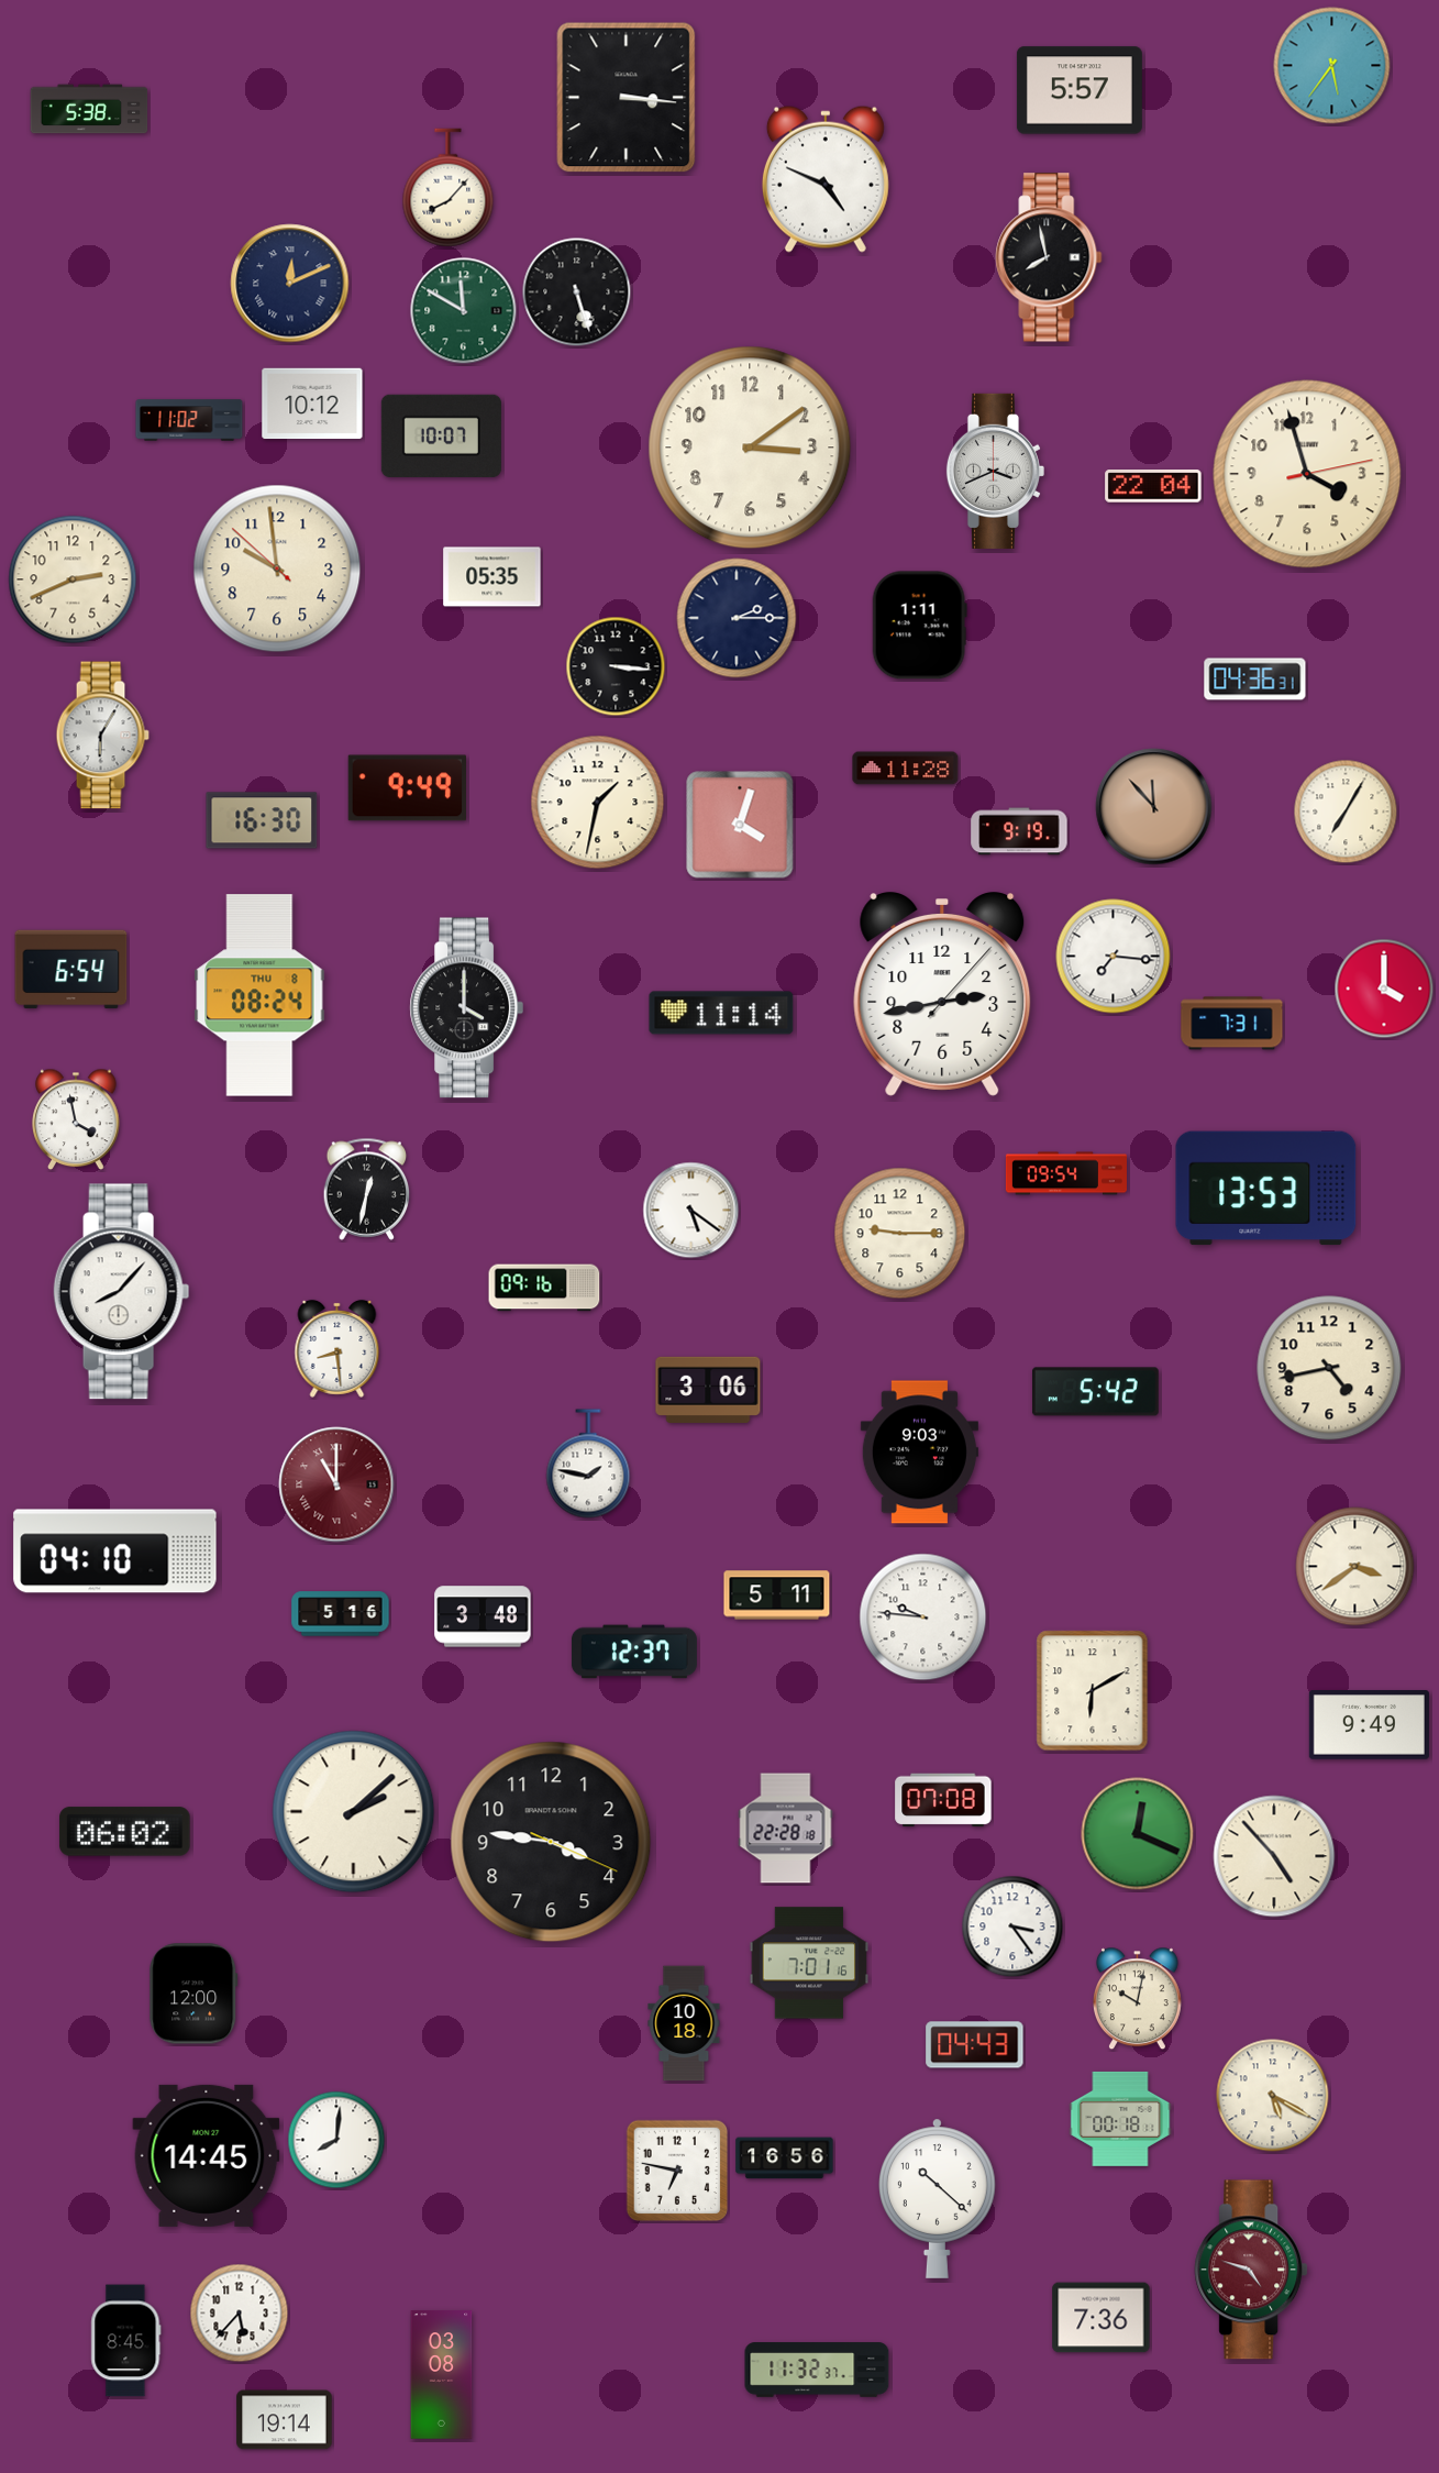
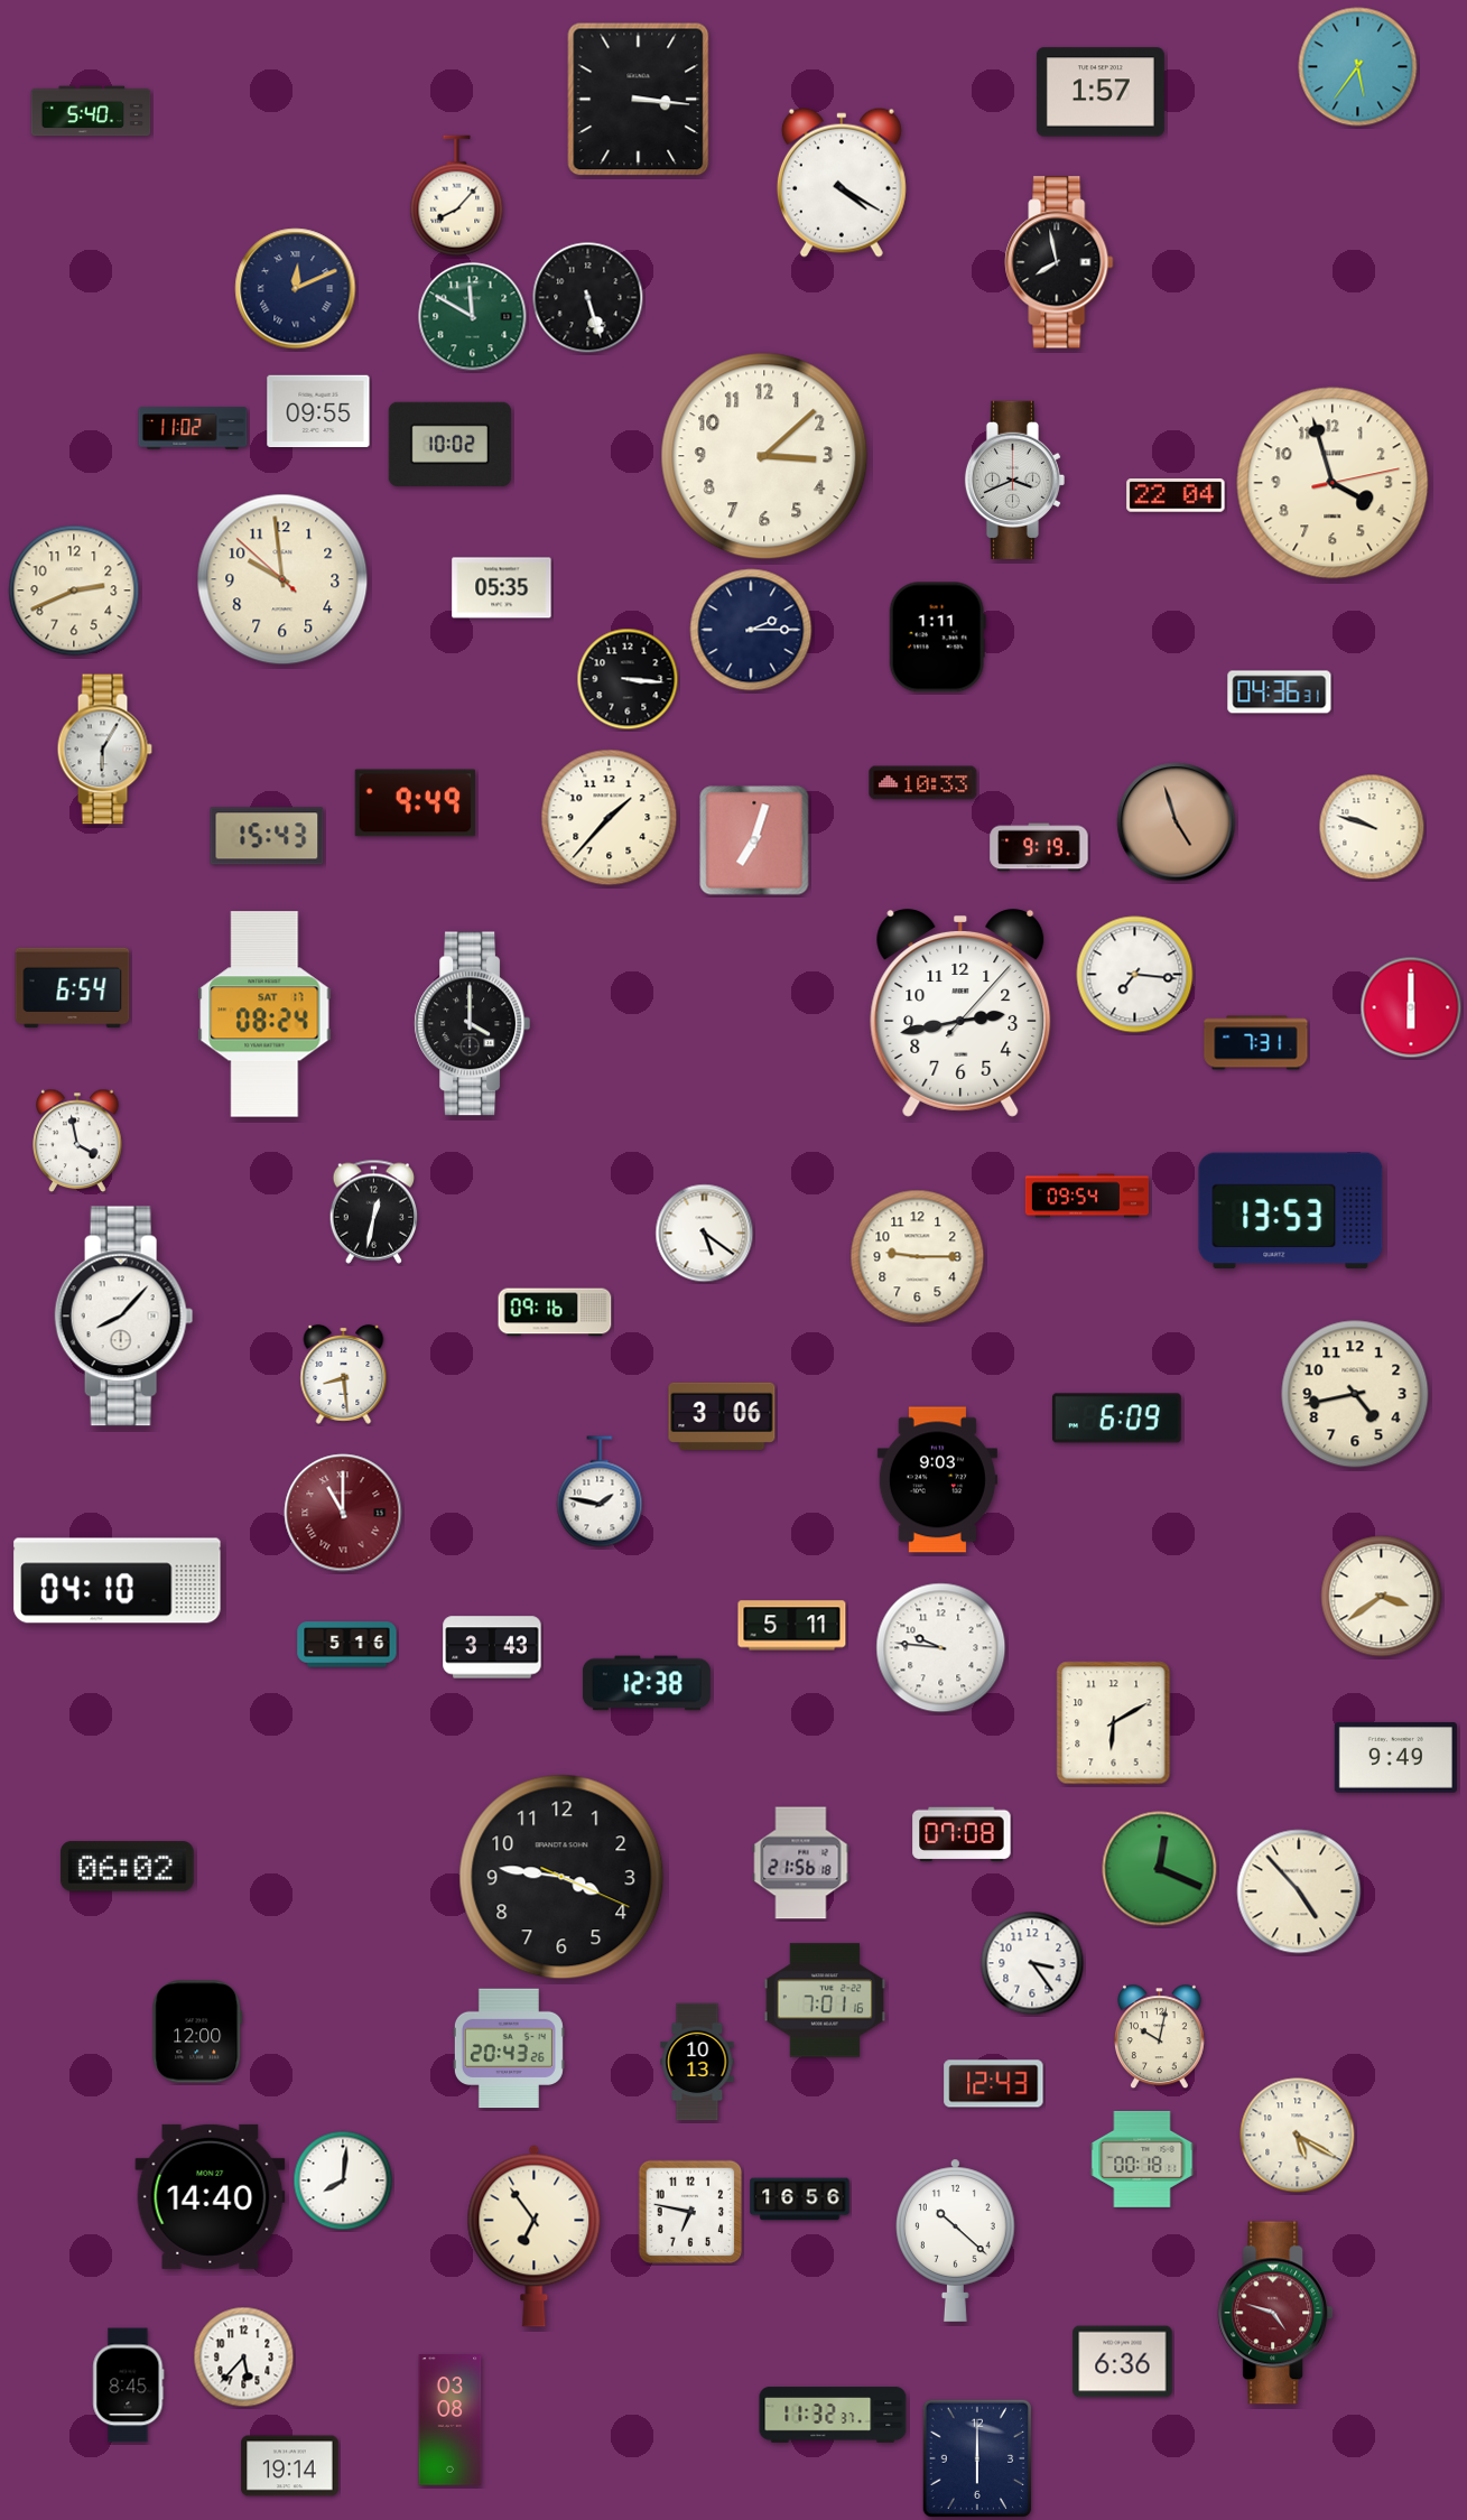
clock at (1080, 90): 5:57 -> 1:57
clock at (89, 109): 5:38 -> 5:40
clock at (826, 179): 4:49 -> 4:20
clock at (449, 188) position: (449, 188) -> (457, 196)
clock at (1049, 257) position: (1049, 257) -> (1059, 262)
clock at (312, 404): 10:12 -> 09:55
clock at (441, 435): 10:07 -> 10:02
clock at (750, 448): 3:09 -> 3:08
clock at (906, 769): 11:28 -> 10:33
clock at (598, 803): 1:32 -> 1:37
clock at (1154, 807): 11:53 -> 4:57
clock at (1346, 812): 7:05 -> 9:48
clock at (262, 820): 16:30 -> 15:43
clock at (740, 825): 4:03 -> 7:03
clock at (1384, 989): 4:00 -> 6:00
clock at (259, 995) date: THU 8 -> SAT 17
clock at (466, 1008) position: (466, 1008) -> (472, 1024)
clock at (721, 1013): 11:14 -> none
clock at (1095, 1392): 5:42 -> 6:09
clock at (483, 1616): 3:48 -> 3:43
clock at (634, 1652): 12:37 -> 12:38
clock at (354, 1812): 2:08 -> none
clock at (786, 1829): 22:28 -> 21:56
clock at (509, 2048): none -> 20:43
clock at (684, 2023): 10:18 -> 10:13
clock at (975, 2045): 04:43 -> 12:43
clock at (207, 2155): 14:45 -> 14:40
clock at (535, 2235): none -> 6:54
clock at (1102, 2318): 7:36 -> 6:36
clock at (976, 2458): none -> 6:00
